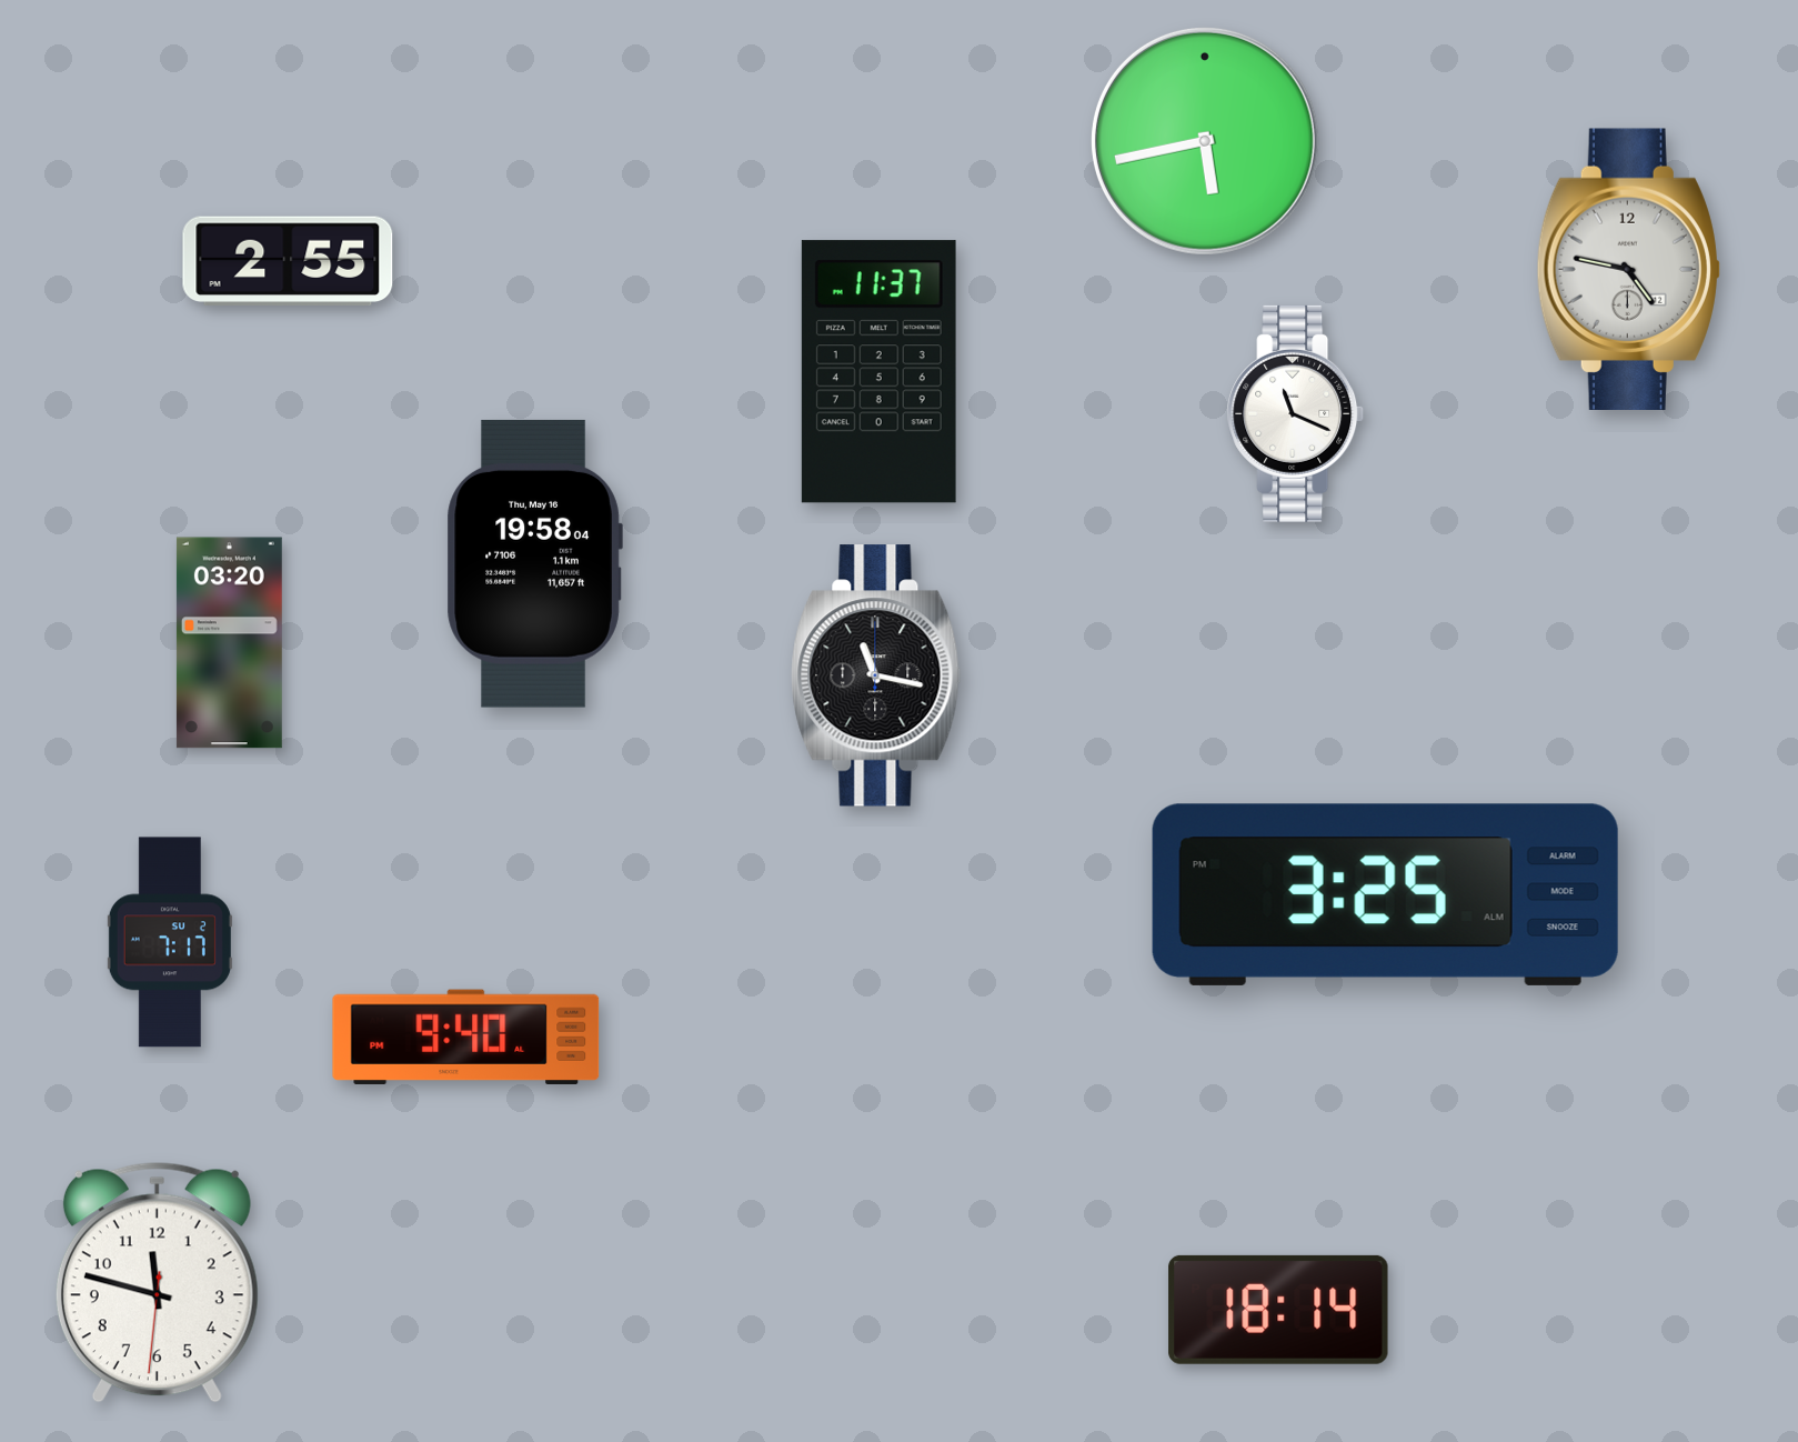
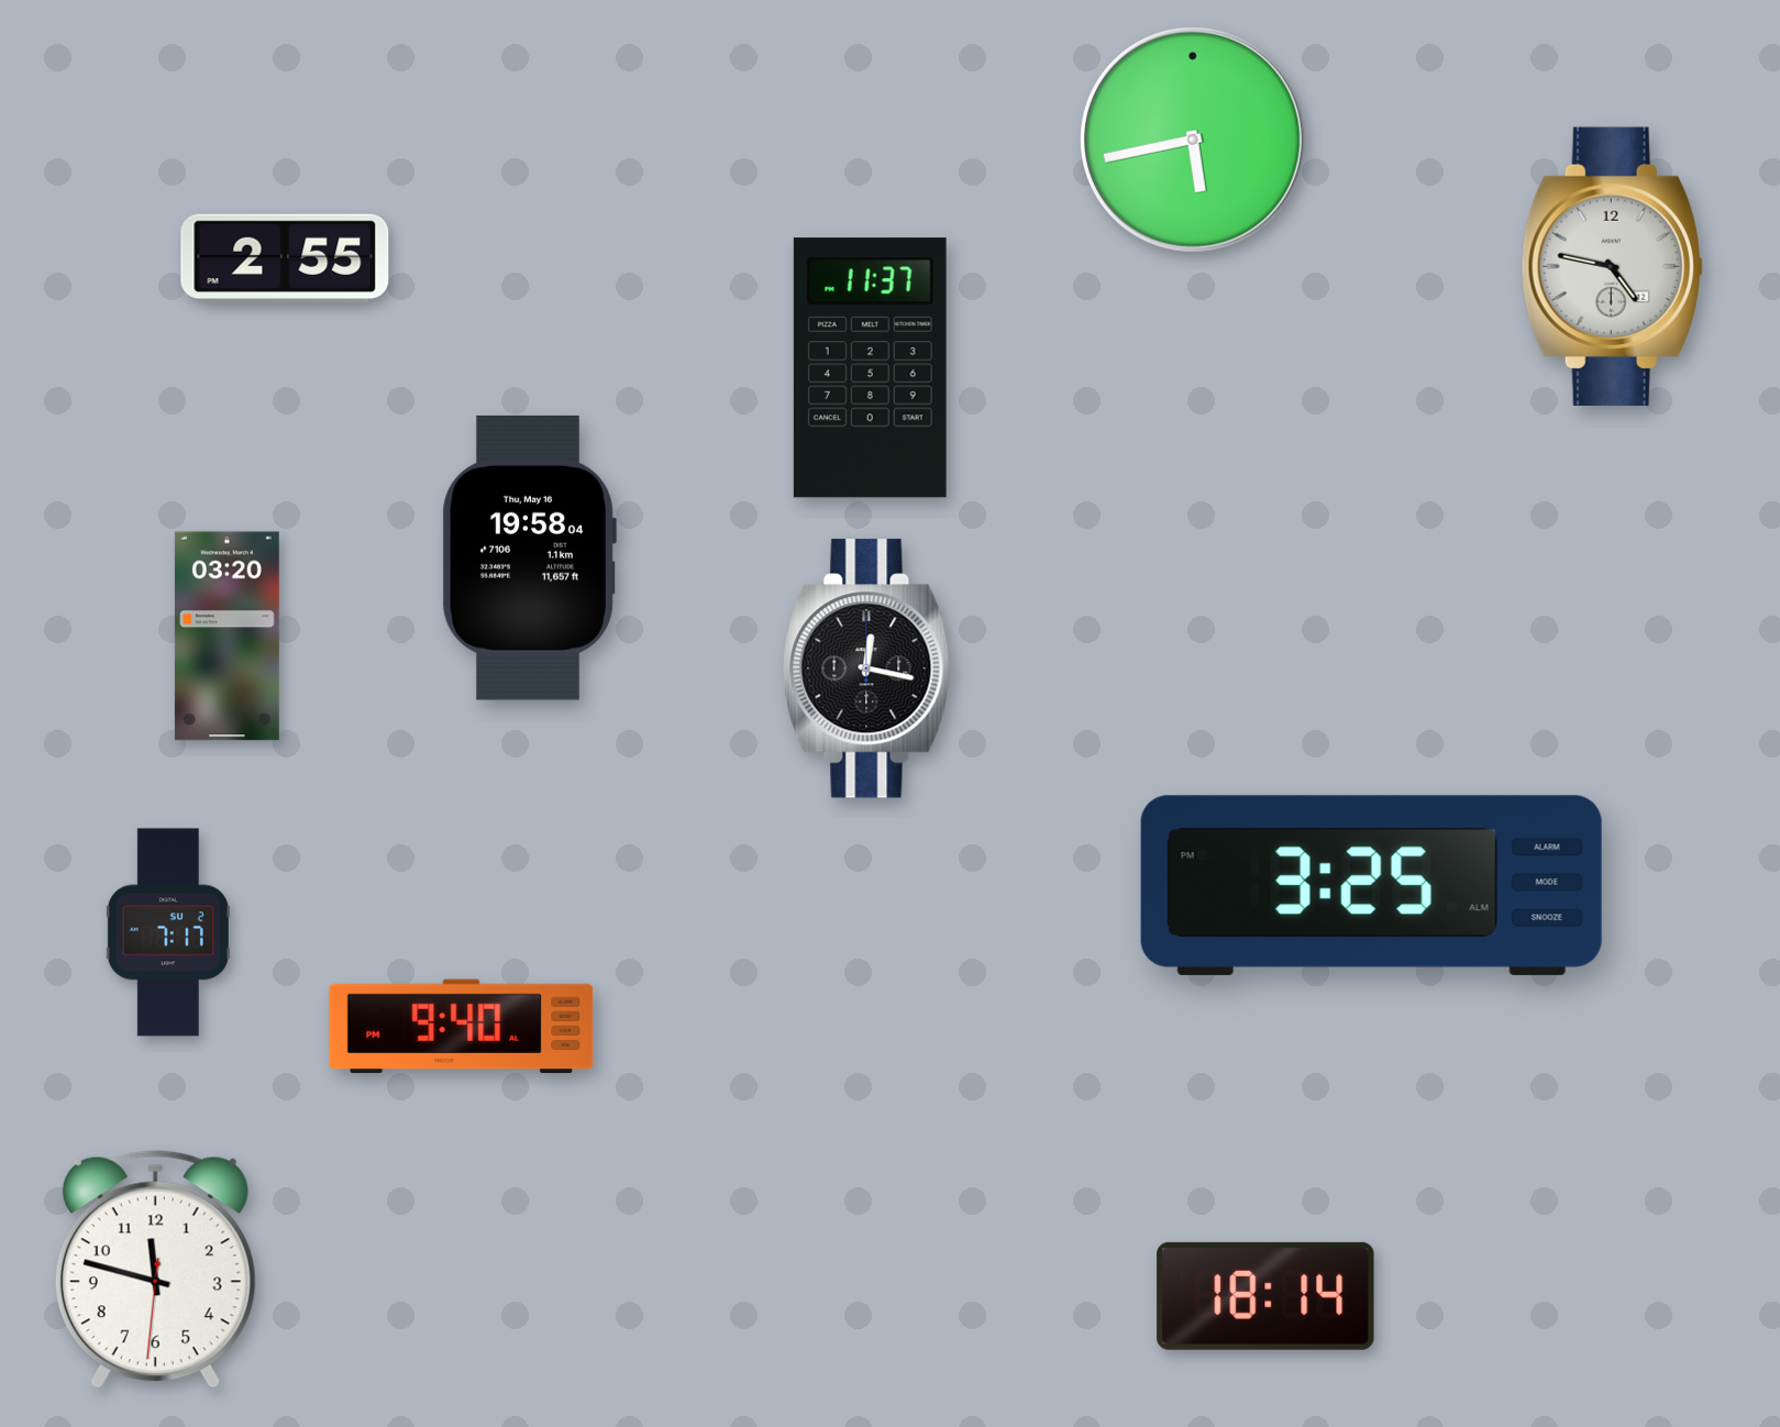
clock at (1296, 413): 11:19 -> none
clock at (876, 675): 11:17 -> 12:17
